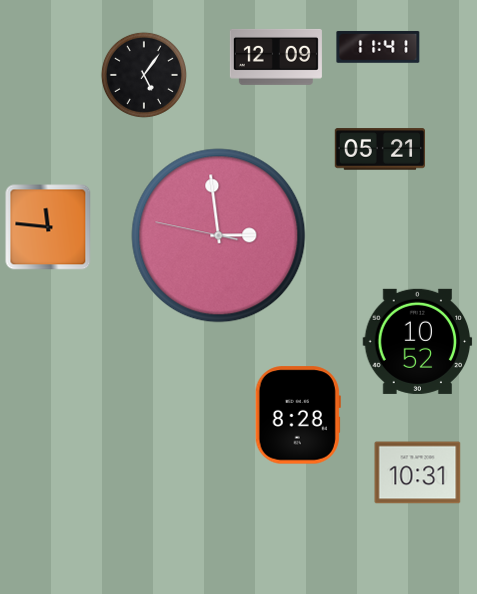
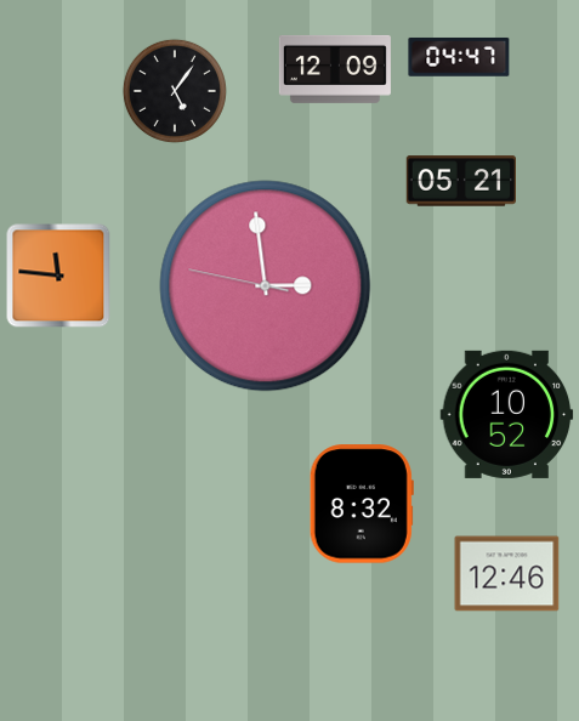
clock at (378, 47): 11:41 -> 04:47
clock at (298, 415): 8:28 -> 8:32
clock at (418, 473): 10:31 -> 12:46
